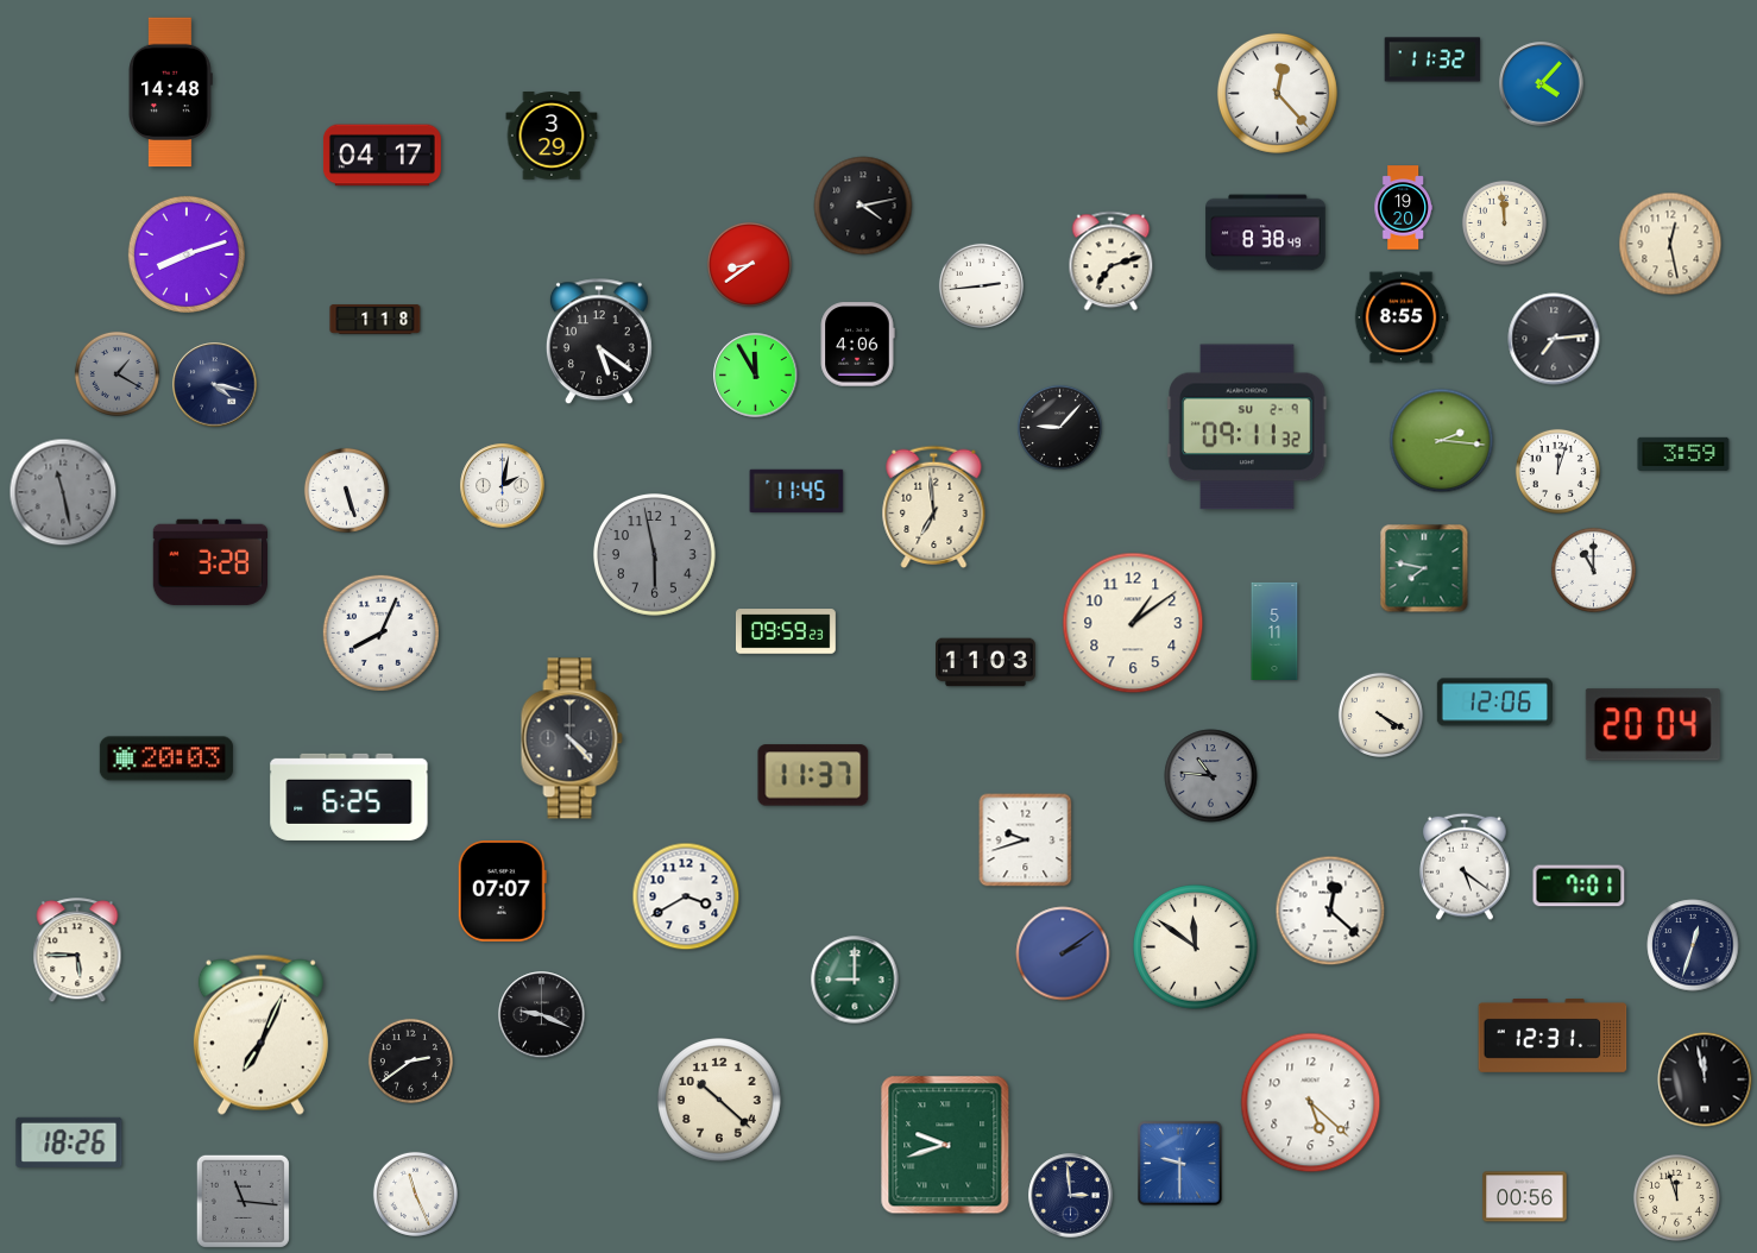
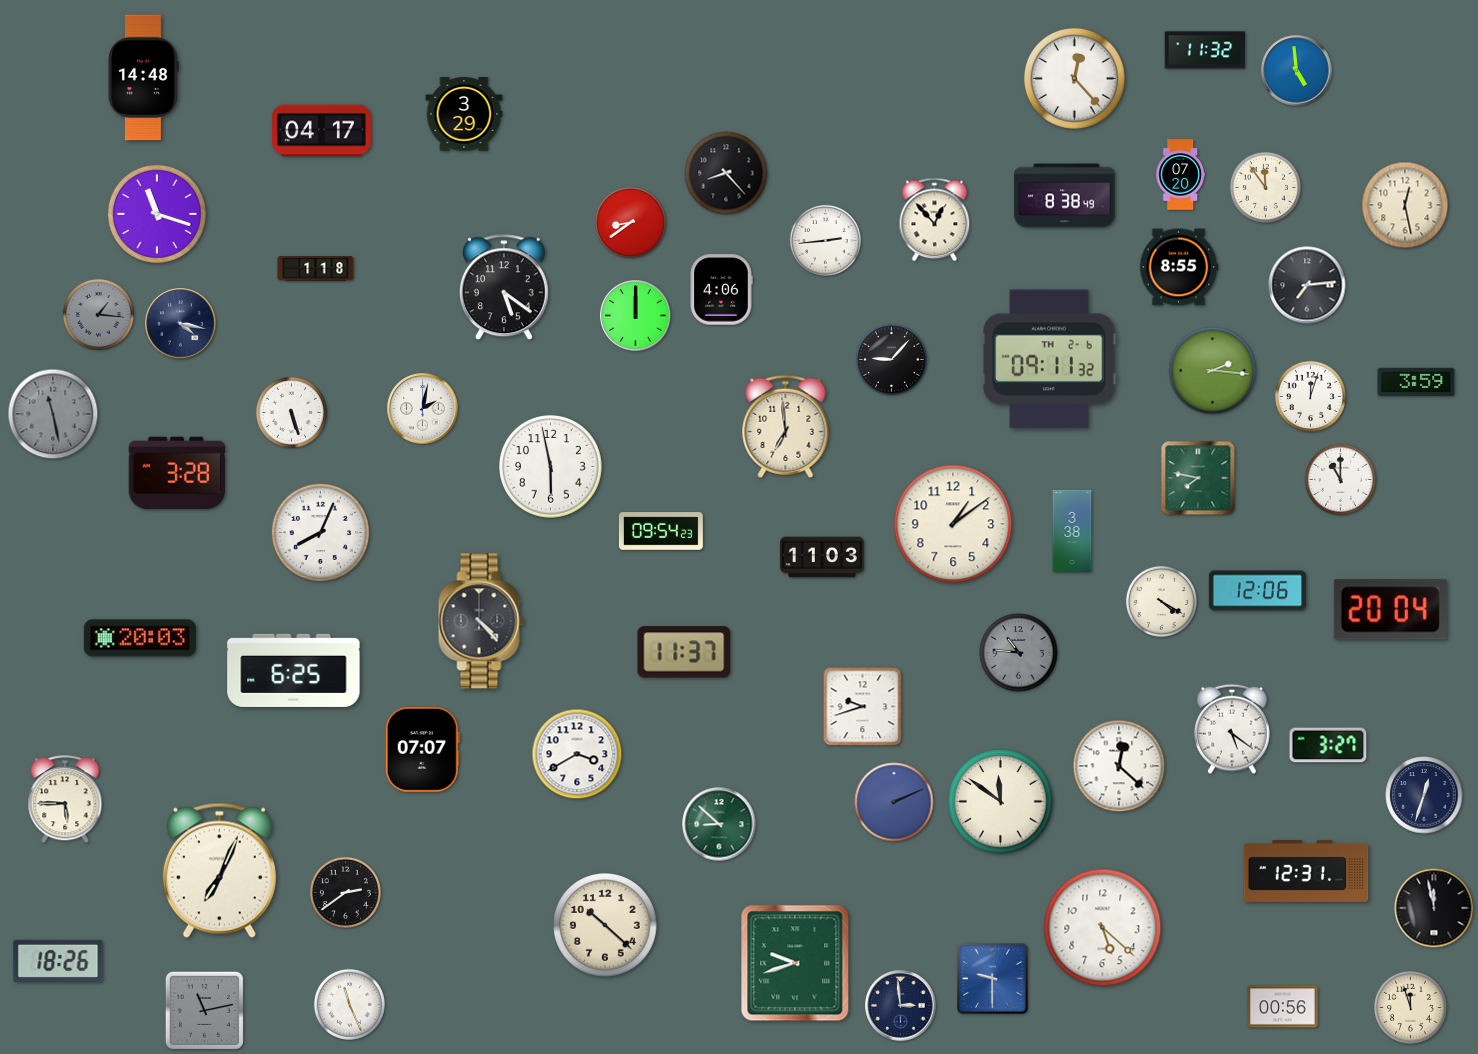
clock at (1542, 84): 4:07 -> 4:59
clock at (863, 206): 4:13 -> 8:23
clock at (1403, 208): 19:20 -> 07:20
clock at (1504, 222): 11:59 -> 11:54
clock at (187, 254): 8:12 -> 11:18
clock at (1111, 262): 7:12 -> 12:53
clock at (116, 373): 1:20 -> 1:16
clock at (756, 376): 11:55 -> 12:00
clock at (1247, 427) date: SU 2-9 -> TH 2-6
clock at (796, 491): 11:45 -> none
clock at (655, 555) dial: grey -> white
clock at (1274, 630): 5:11 -> 3:38
clock at (786, 631): 09:59 -> 09:54
clock at (987, 662) position: (987, 662) -> (823, 557)
clock at (1579, 886): 7:01 -> 3:27
clock at (1196, 947) position: (1196, 947) -> (1001, 802)
clock at (1063, 953): 2:09 -> 2:11
clock at (855, 980): 9:00 -> 8:52
clock at (542, 1015): 9:19 -> none
clock at (243, 1201): 11:16 -> 11:13
